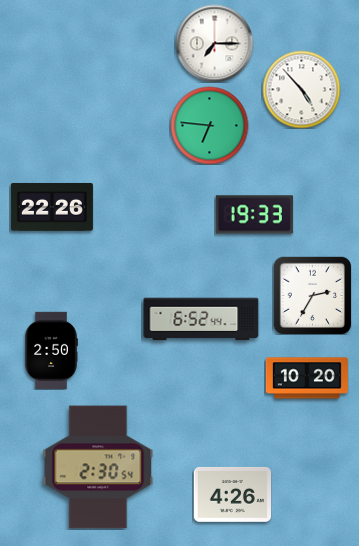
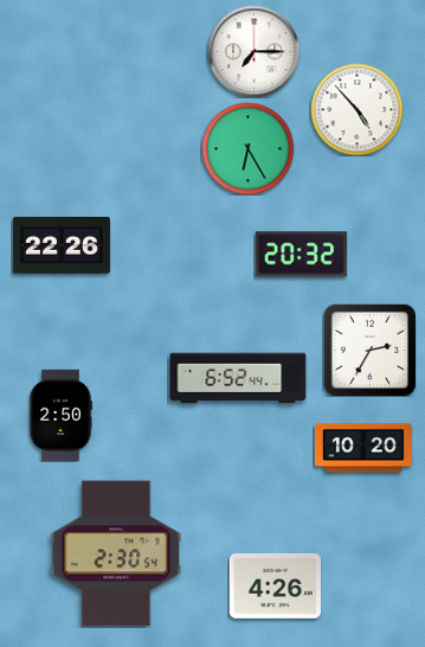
clock at (301, 89) position: (301, 89) -> (356, 109)
clock at (209, 125): 6:46 -> 6:25
clock at (254, 215): 19:33 -> 20:32
